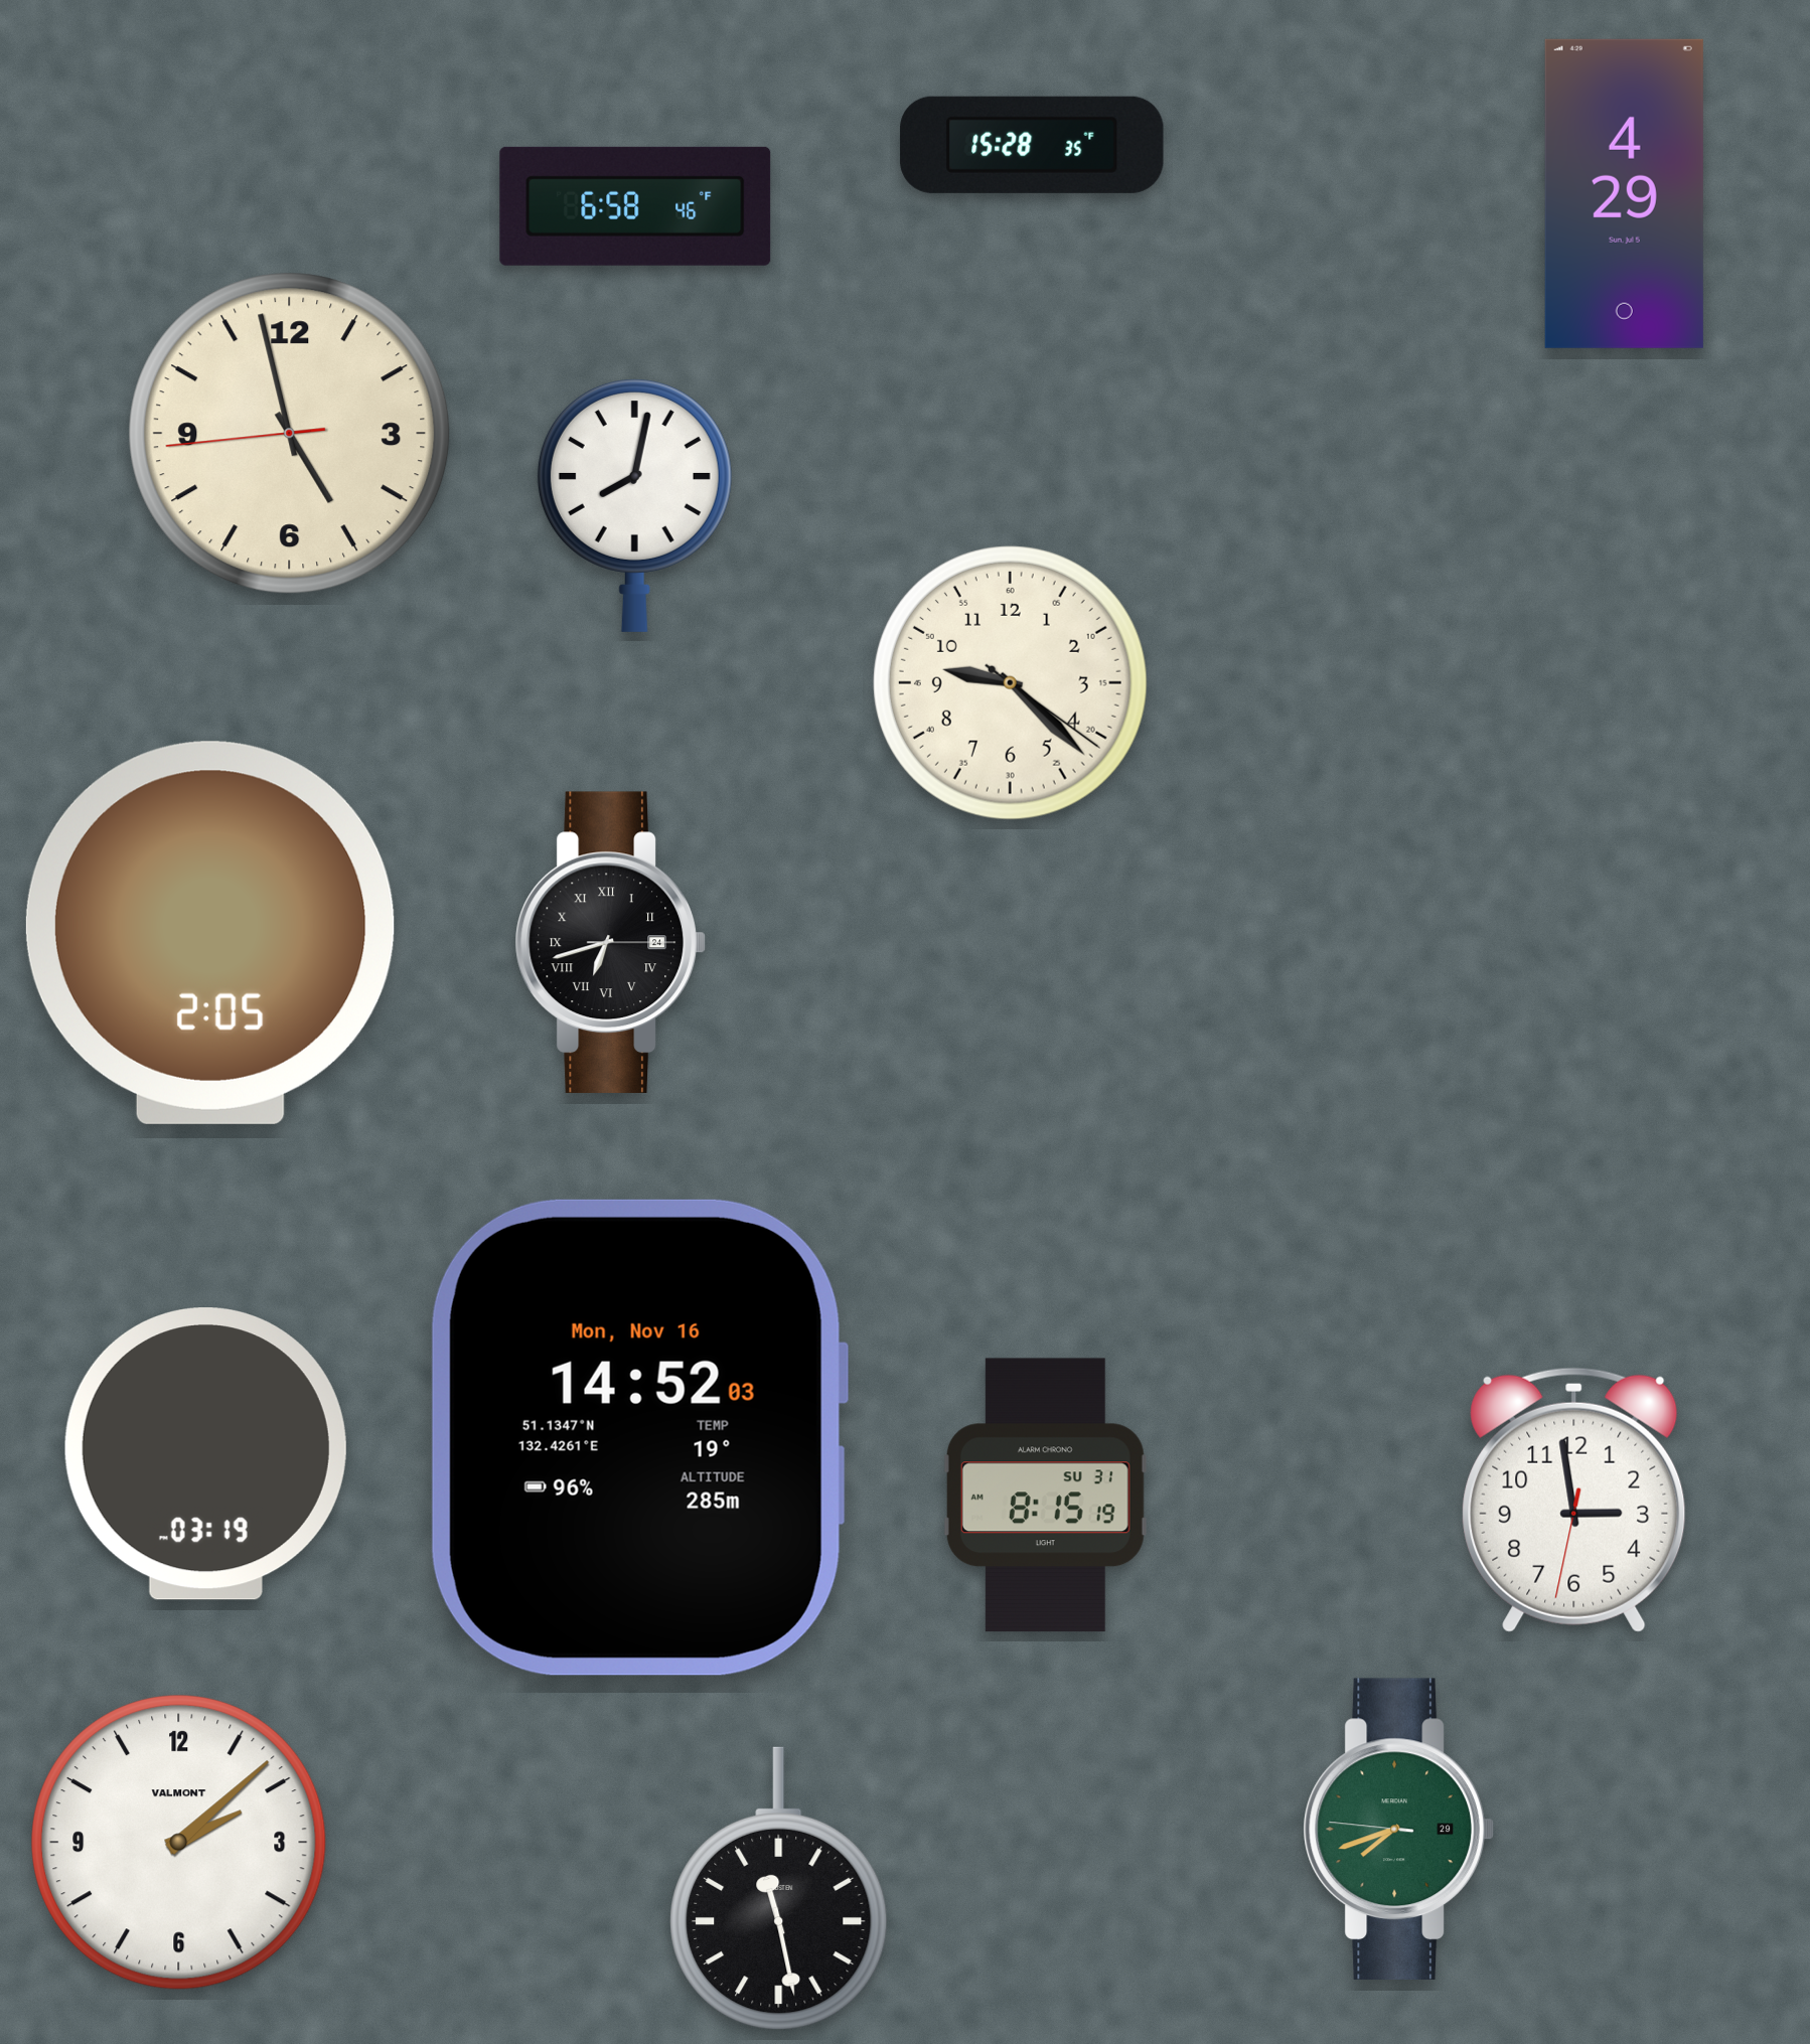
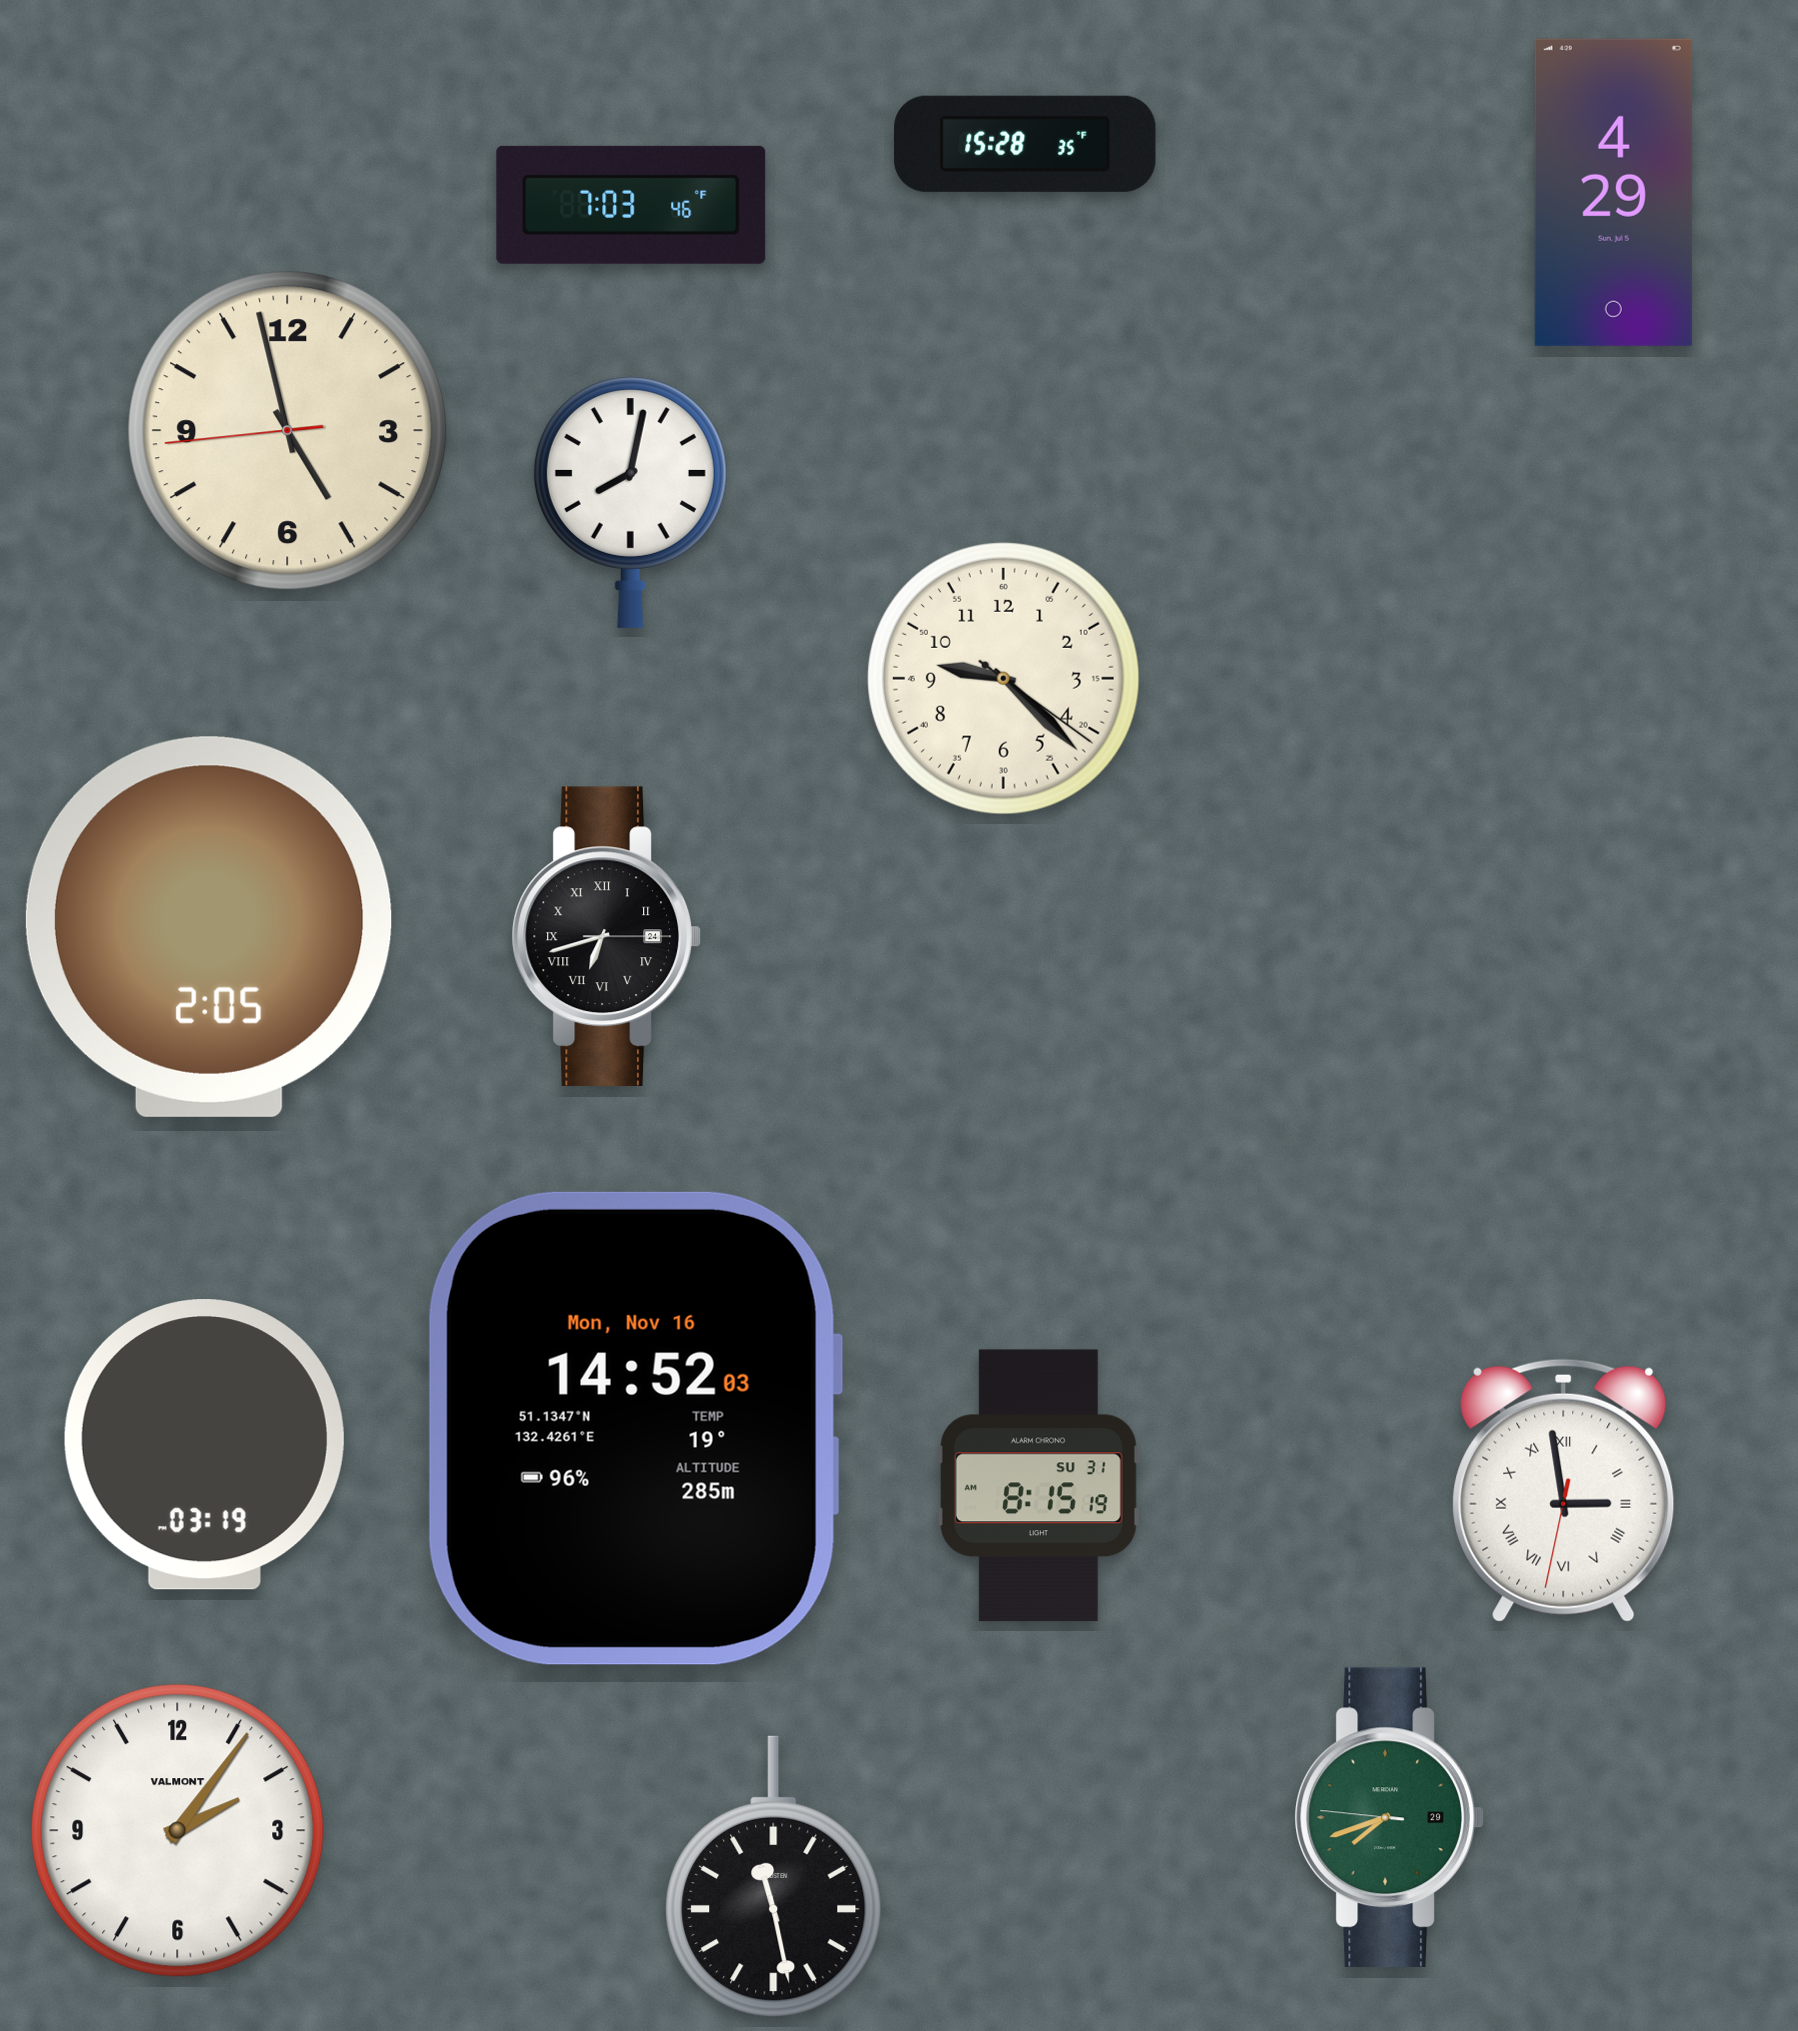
clock at (635, 206): 6:58 -> 7:03
clock at (1574, 1500) numerals: Arabic -> Roman
clock at (179, 1843): 2:08 -> 2:06
